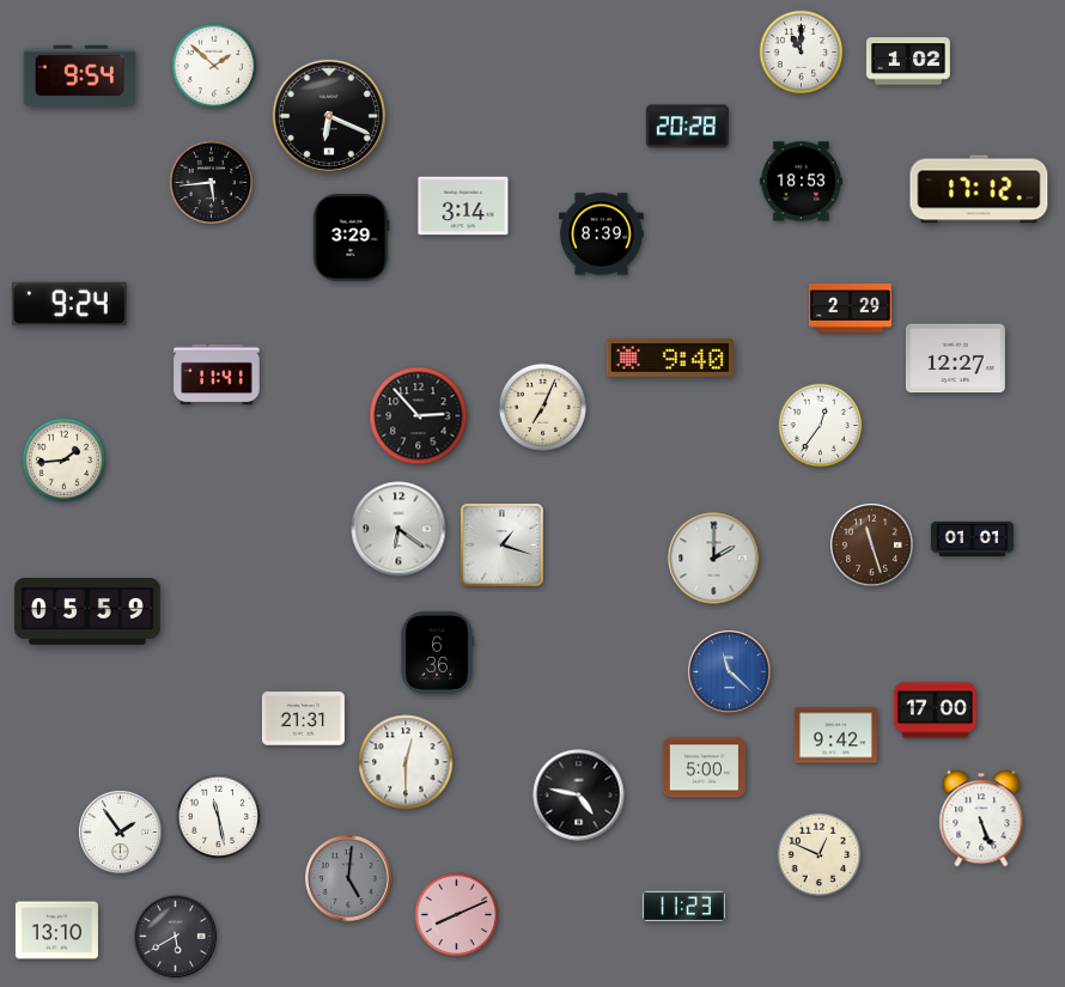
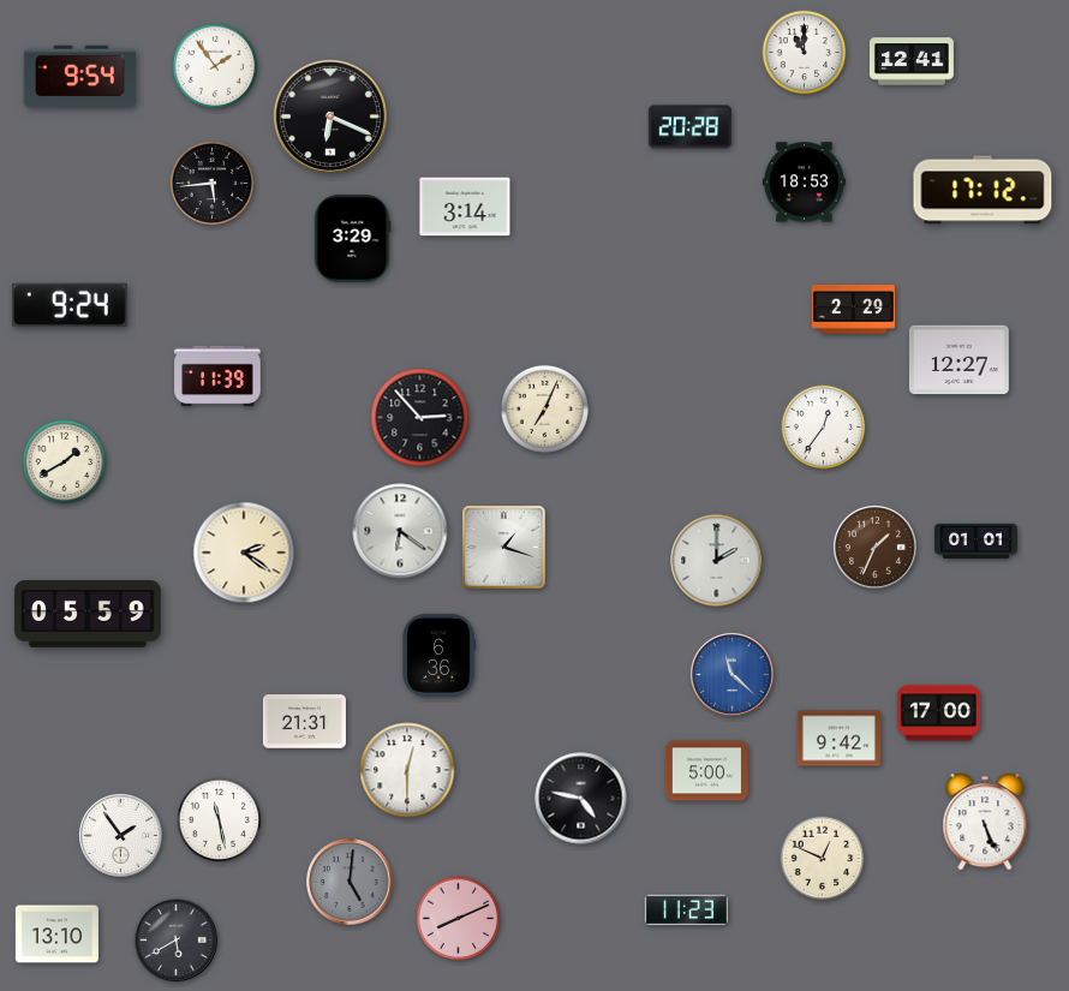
clock at (908, 61): 1:02 -> 12:41
clock at (214, 66): 1:52 -> 1:54
clock at (602, 234): 8:39 -> none
clock at (670, 359): 9:40 -> none
clock at (217, 374): 11:41 -> 11:39
clock at (65, 461): 1:44 -> 1:40
clock at (871, 544): 11:27 -> 1:34
clock at (244, 553): none -> 2:21
clock at (406, 762) position: (406, 762) -> (407, 770)
